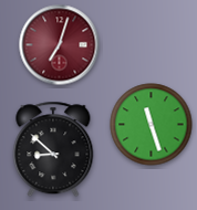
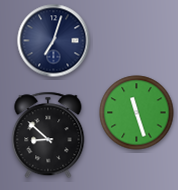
clock at (60, 45) dial: burgundy -> navy
